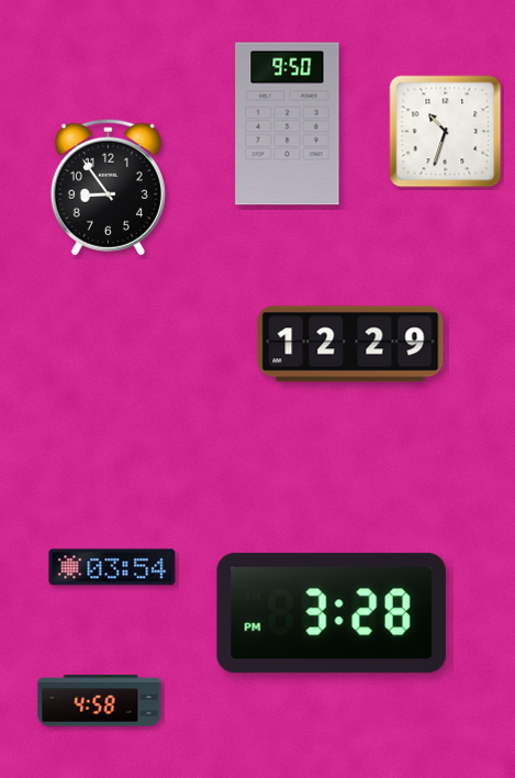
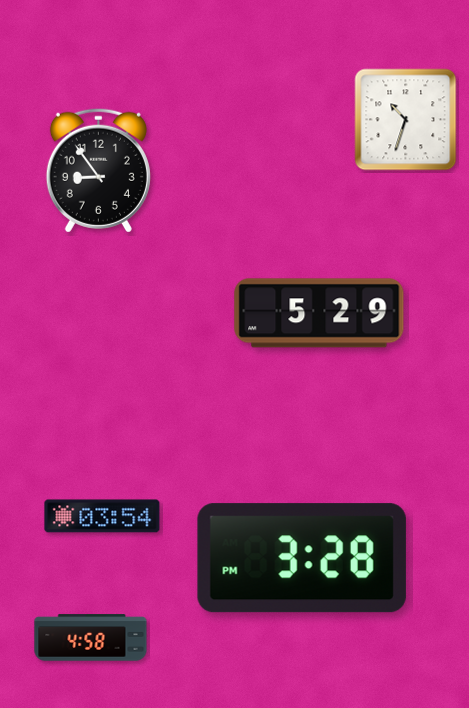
clock at (288, 124): 9:50 -> none
clock at (350, 344): 12:29 -> 5:29
